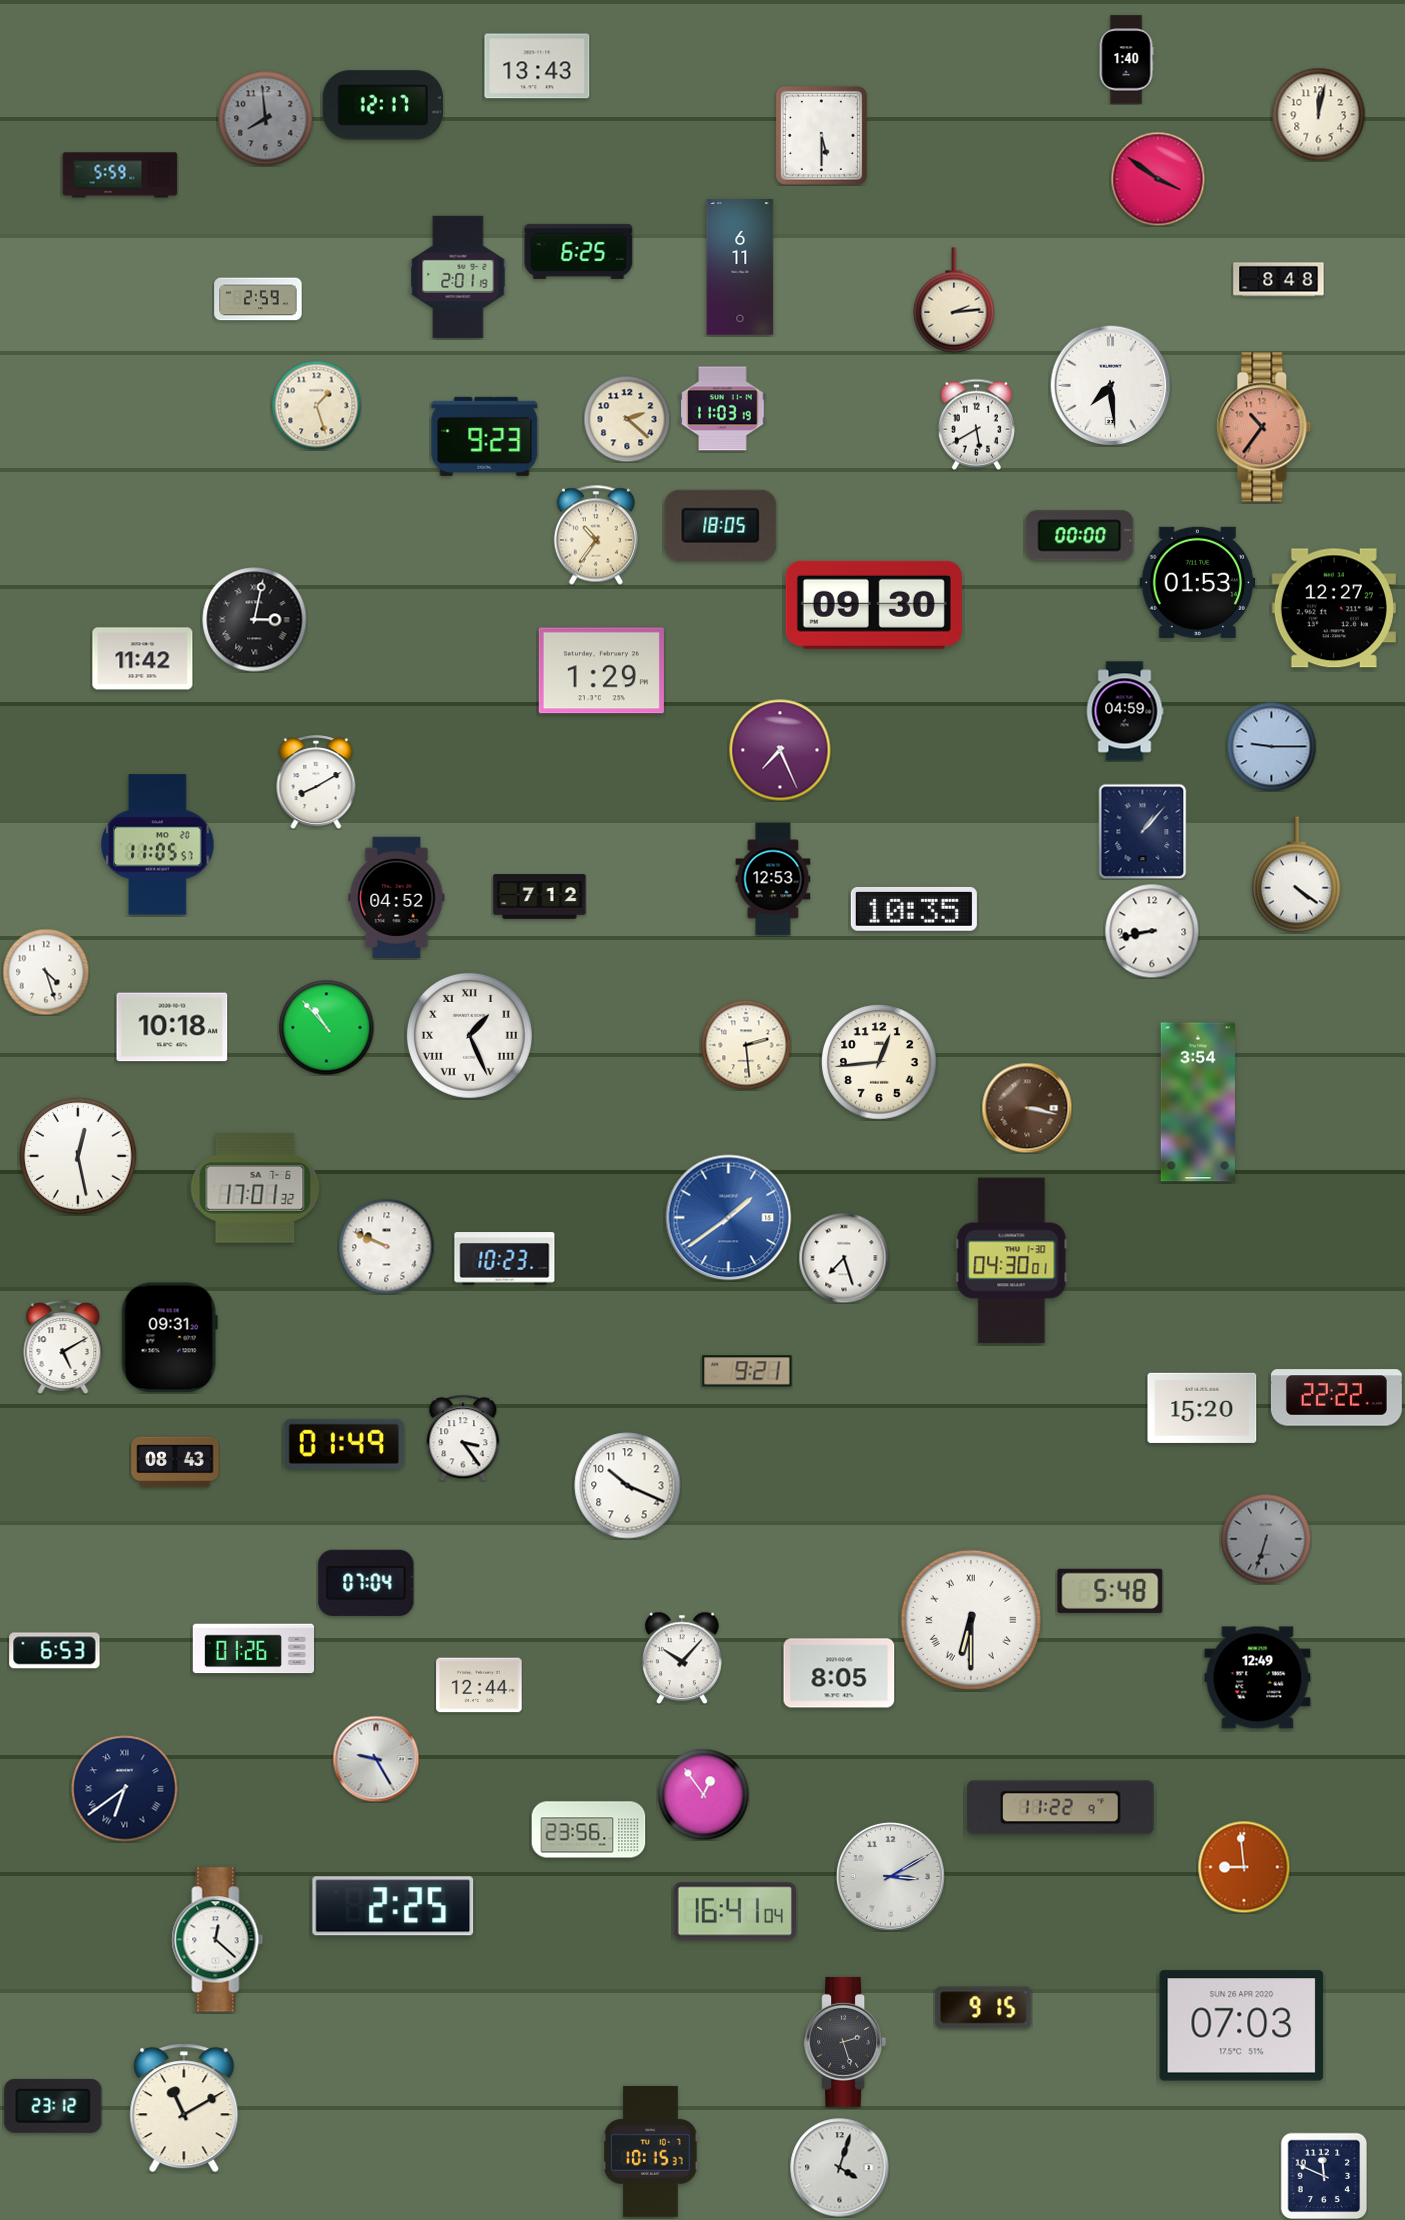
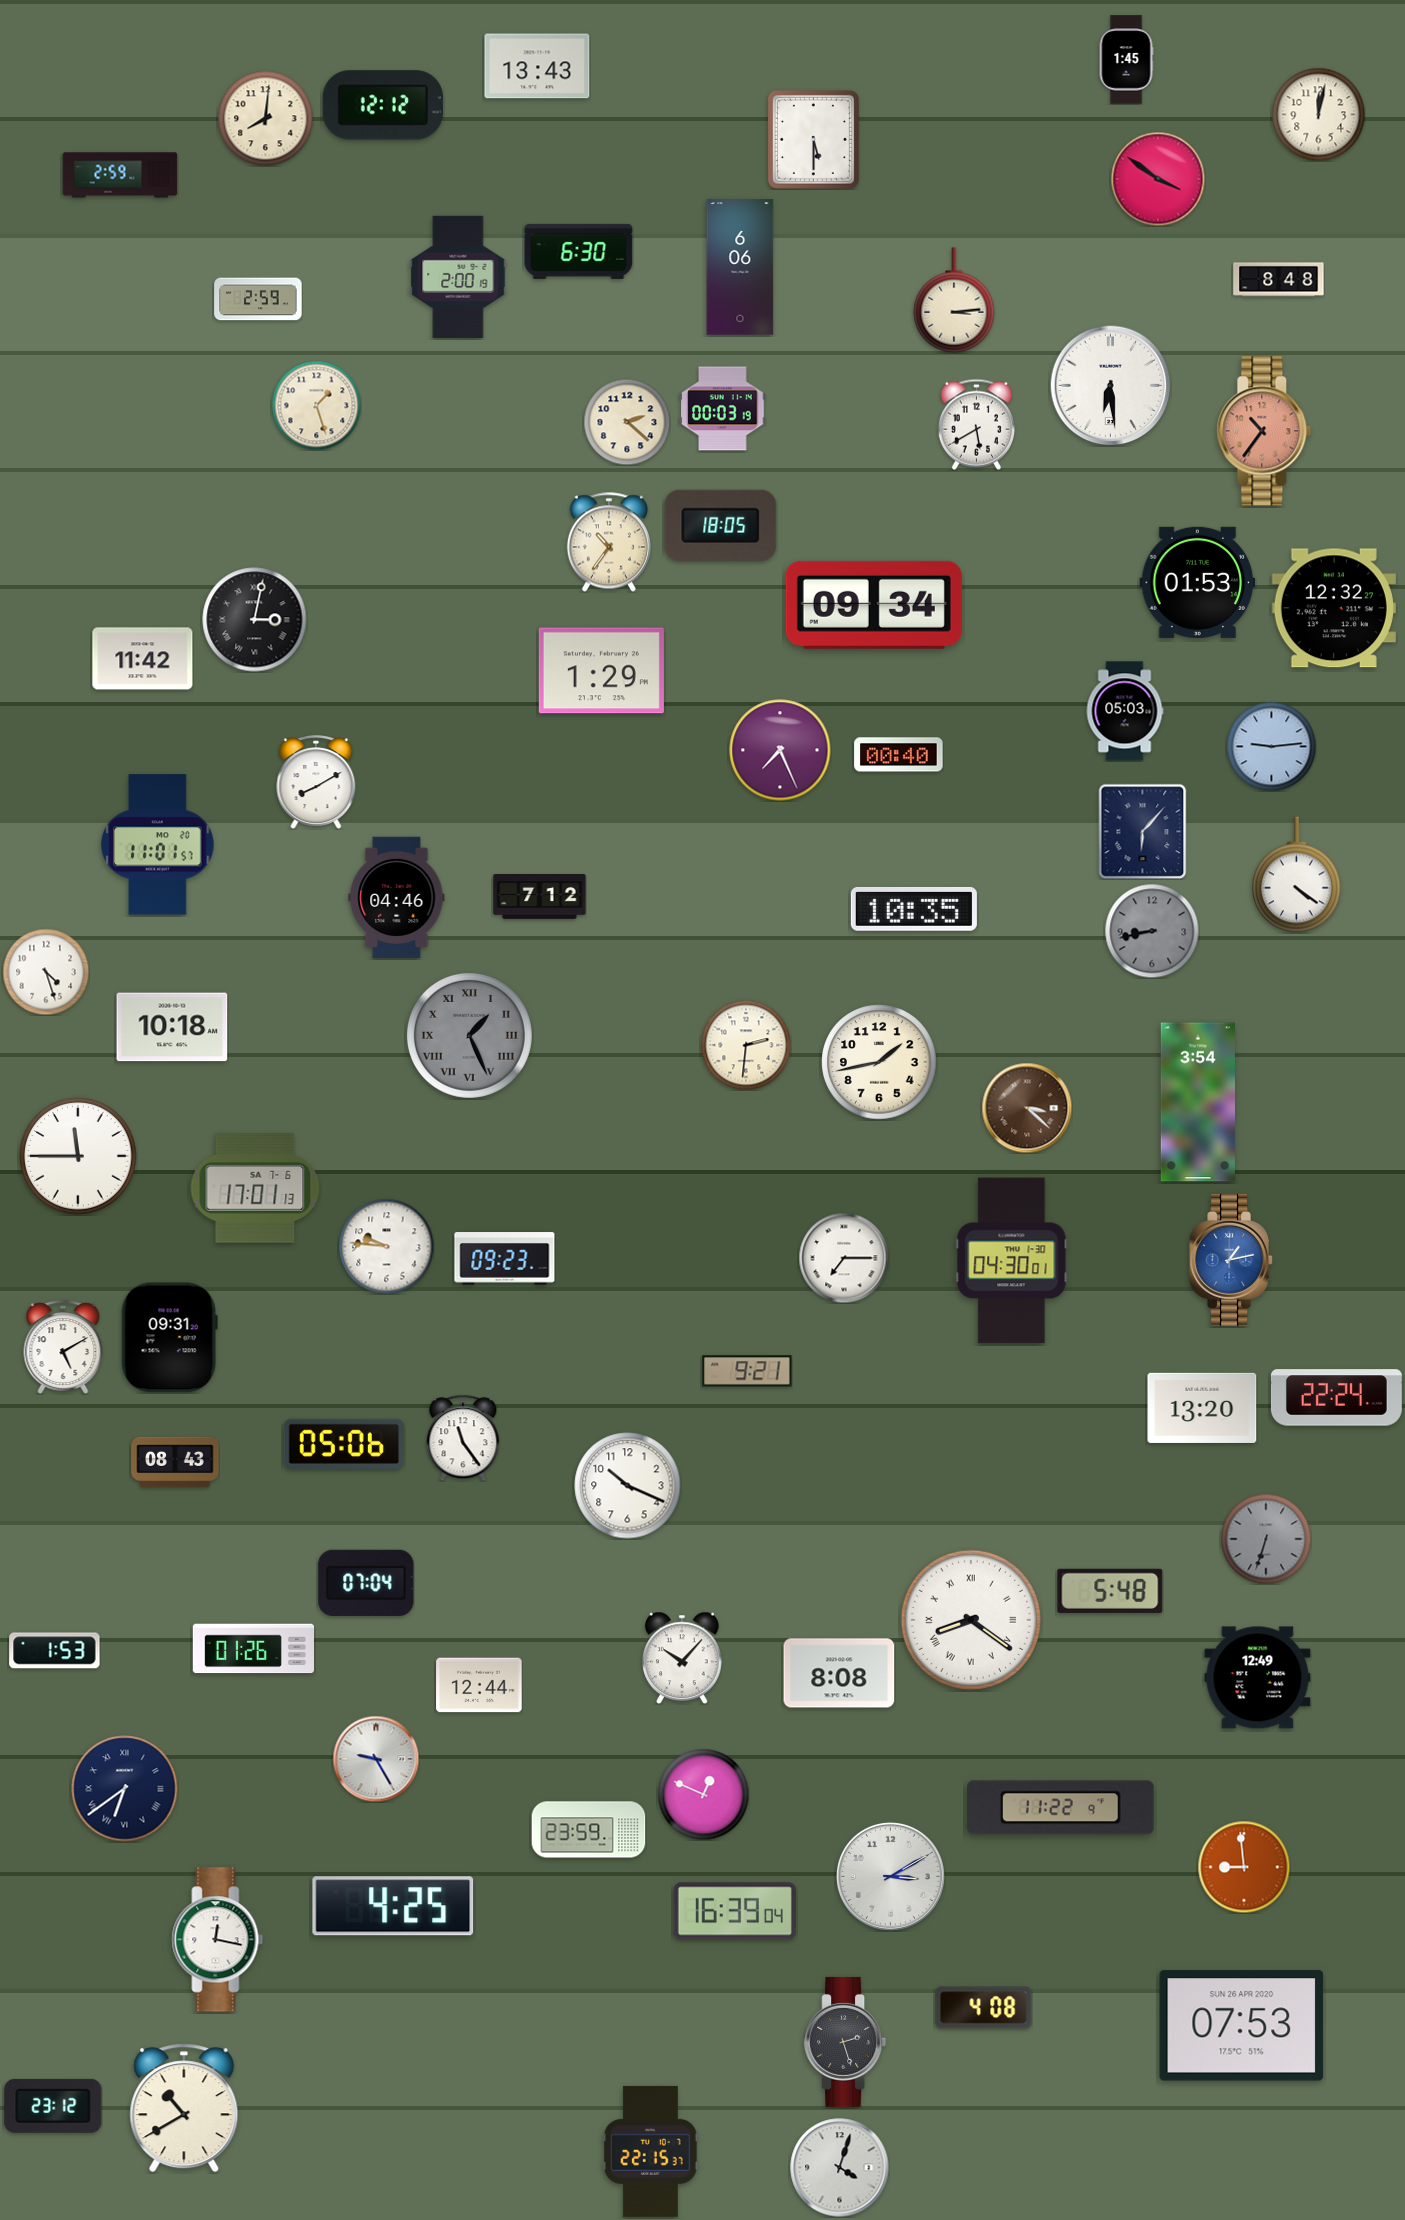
clock at (1126, 60): 1:40 -> 1:45
clock at (383, 105): 12:17 -> 12:12
clock at (265, 118): 7:59 -> 8:01
clock at (265, 118) dial: grey -> cream
clock at (821, 135) position: (821, 135) -> (813, 139)
clock at (120, 175): 5:59 -> 2:59
clock at (579, 251): 6:25 -> 6:30
clock at (740, 267): 6:11 -> 6:06
clock at (458, 276): 2:01 -> 2:00
clock at (954, 300): 2:14 -> 3:14
clock at (1111, 386): 7:29 -> 6:29
clock at (723, 409): 11:03 -> 00:03
clock at (627, 419) position: (627, 419) -> (627, 422)
clock at (1264, 427) position: (1264, 427) -> (1264, 431)
clock at (485, 436): 9:23 -> none
clock at (596, 535) position: (596, 535) -> (609, 542)
clock at (1080, 536): 00:00 -> none
clock at (874, 605): 09:30 -> 09:34
clock at (1334, 608): 12:27 -> 12:32
clock at (1125, 711): 04:59 -> 05:03
clock at (1271, 746): 9:15 -> 9:14
clock at (899, 755): none -> 00:40
clock at (1143, 831): 1:07 -> 6:07
clock at (158, 845): 11:05 -> 11:01
clock at (773, 879): 12:53 -> none
clock at (397, 897): 04:52 -> 04:46
clock at (1152, 931) dial: white -> grey
clock at (326, 1027): 10:53 -> none
clock at (469, 1035) dial: white -> grey
clock at (746, 1045): 2:29 -> 2:31
clock at (879, 1062): 12:44 -> 1:43
clock at (1027, 1108): 3:17 -> 3:22
clock at (78, 1156): 12:28 -> 11:45
clock at (255, 1188): 17:01:32 -> 17:01:13
clock at (729, 1218): 1:39 -> none
clock at (386, 1246): 9:49 -> 9:46
clock at (844, 1258): 7:27 -> 7:15
clock at (505, 1259): 10:23 -> 09:23
clock at (1231, 1260): none -> 1:13
clock at (1336, 1398): 22:22 -> 22:24
clock at (1202, 1408): 15:20 -> 13:20
clock at (463, 1438): 3:24 -> 11:24
clock at (344, 1444): 01:49 -> 05:06
clock at (971, 1620): 6:30 -> 8:21
clock at (55, 1651): 6:53 -> 1:53
clock at (839, 1673): 8:05 -> 8:08
clock at (703, 1794): 12:54 -> 12:49
clock at (589, 1830): 23:56 -> 23:59
clock at (393, 1906): 2:25 -> 4:25
clock at (735, 1911): 16:41 -> 16:39
clock at (218, 1940): 12:22 -> 12:17
clock at (984, 2008): 9:15 -> 4:08
clock at (1242, 2026): 07:03 -> 07:53
clock at (184, 2108): 11:10 -> 10:40
clock at (651, 2151): 10:15 -> 22:15
clock at (1324, 2176): 11:49 -> none
